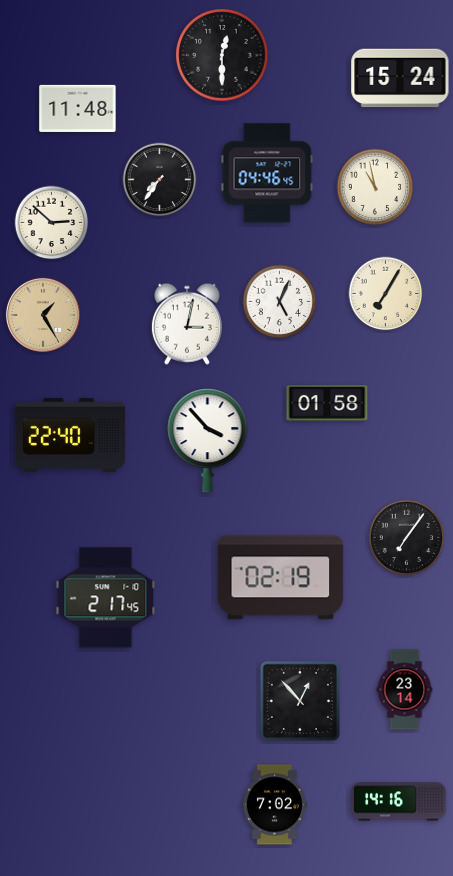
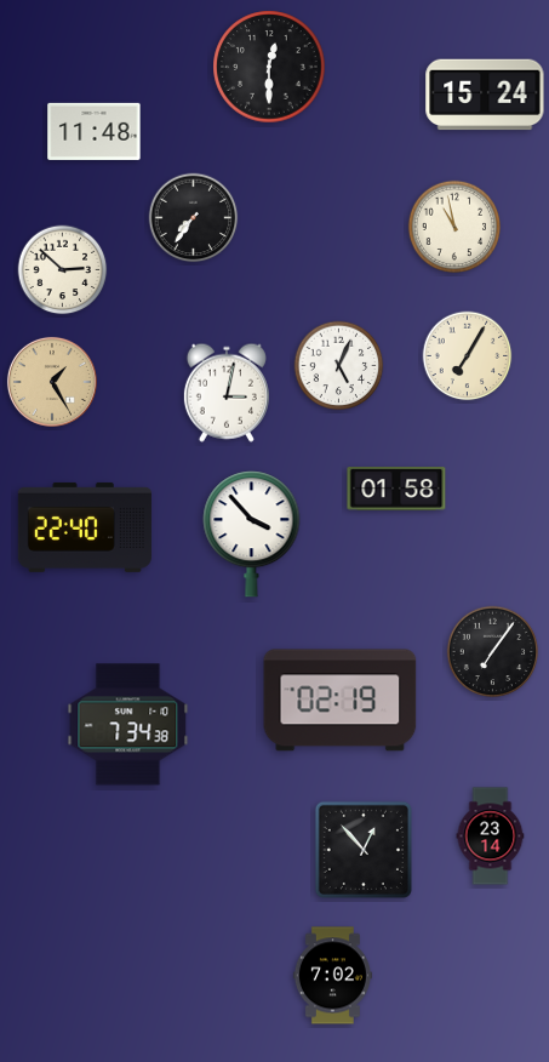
clock at (267, 173): 04:46 -> none
clock at (106, 598): 2:17 -> 7:34
clock at (399, 802): 14:16 -> none
